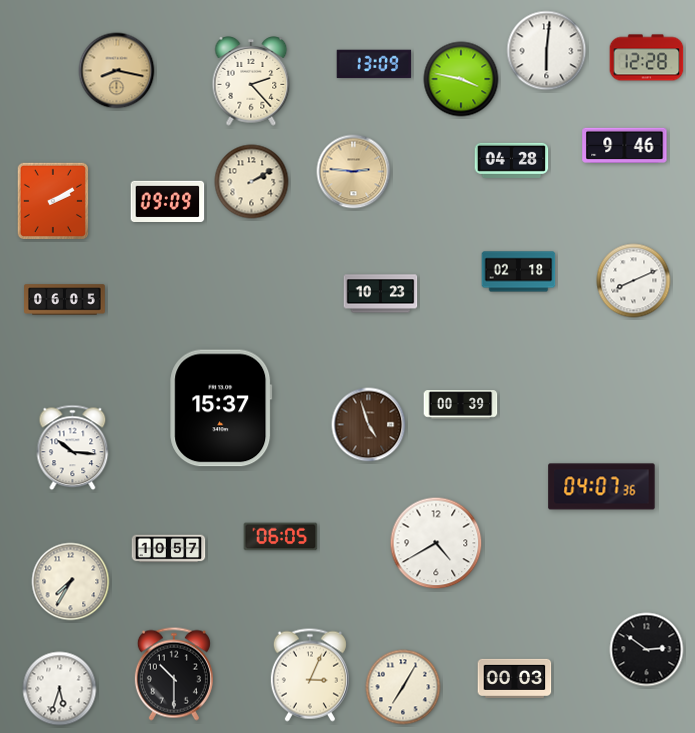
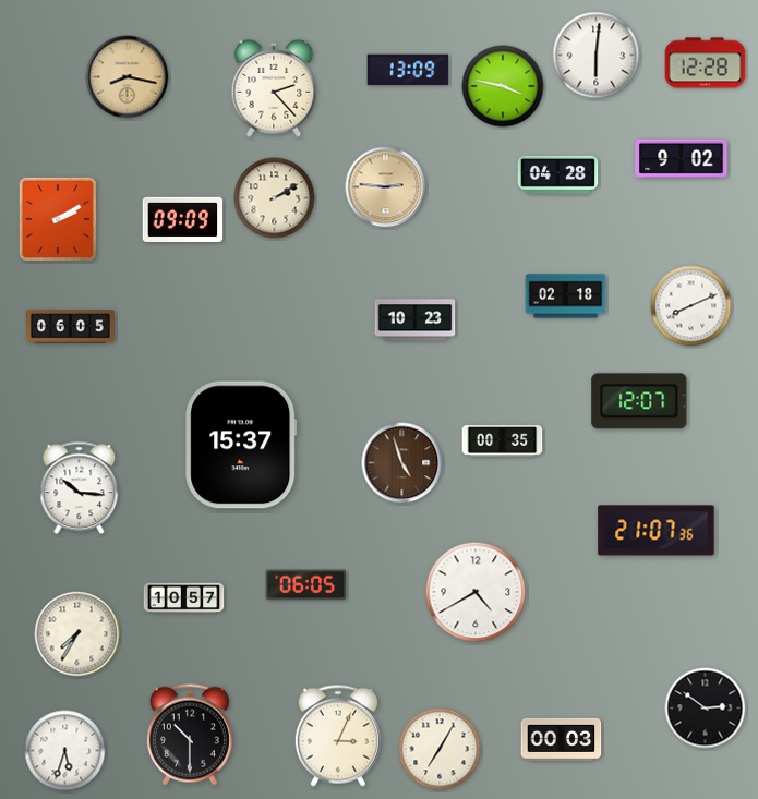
clock at (625, 145): 9:46 -> 9:02
clock at (639, 401): none -> 12:07
clock at (461, 405): 00:39 -> 00:35
clock at (602, 487): 04:07 -> 21:07
